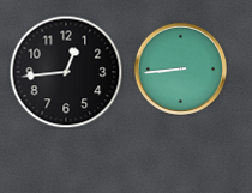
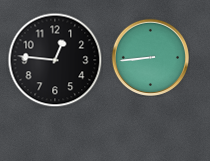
clock at (66, 72): 12:44 -> 12:46
